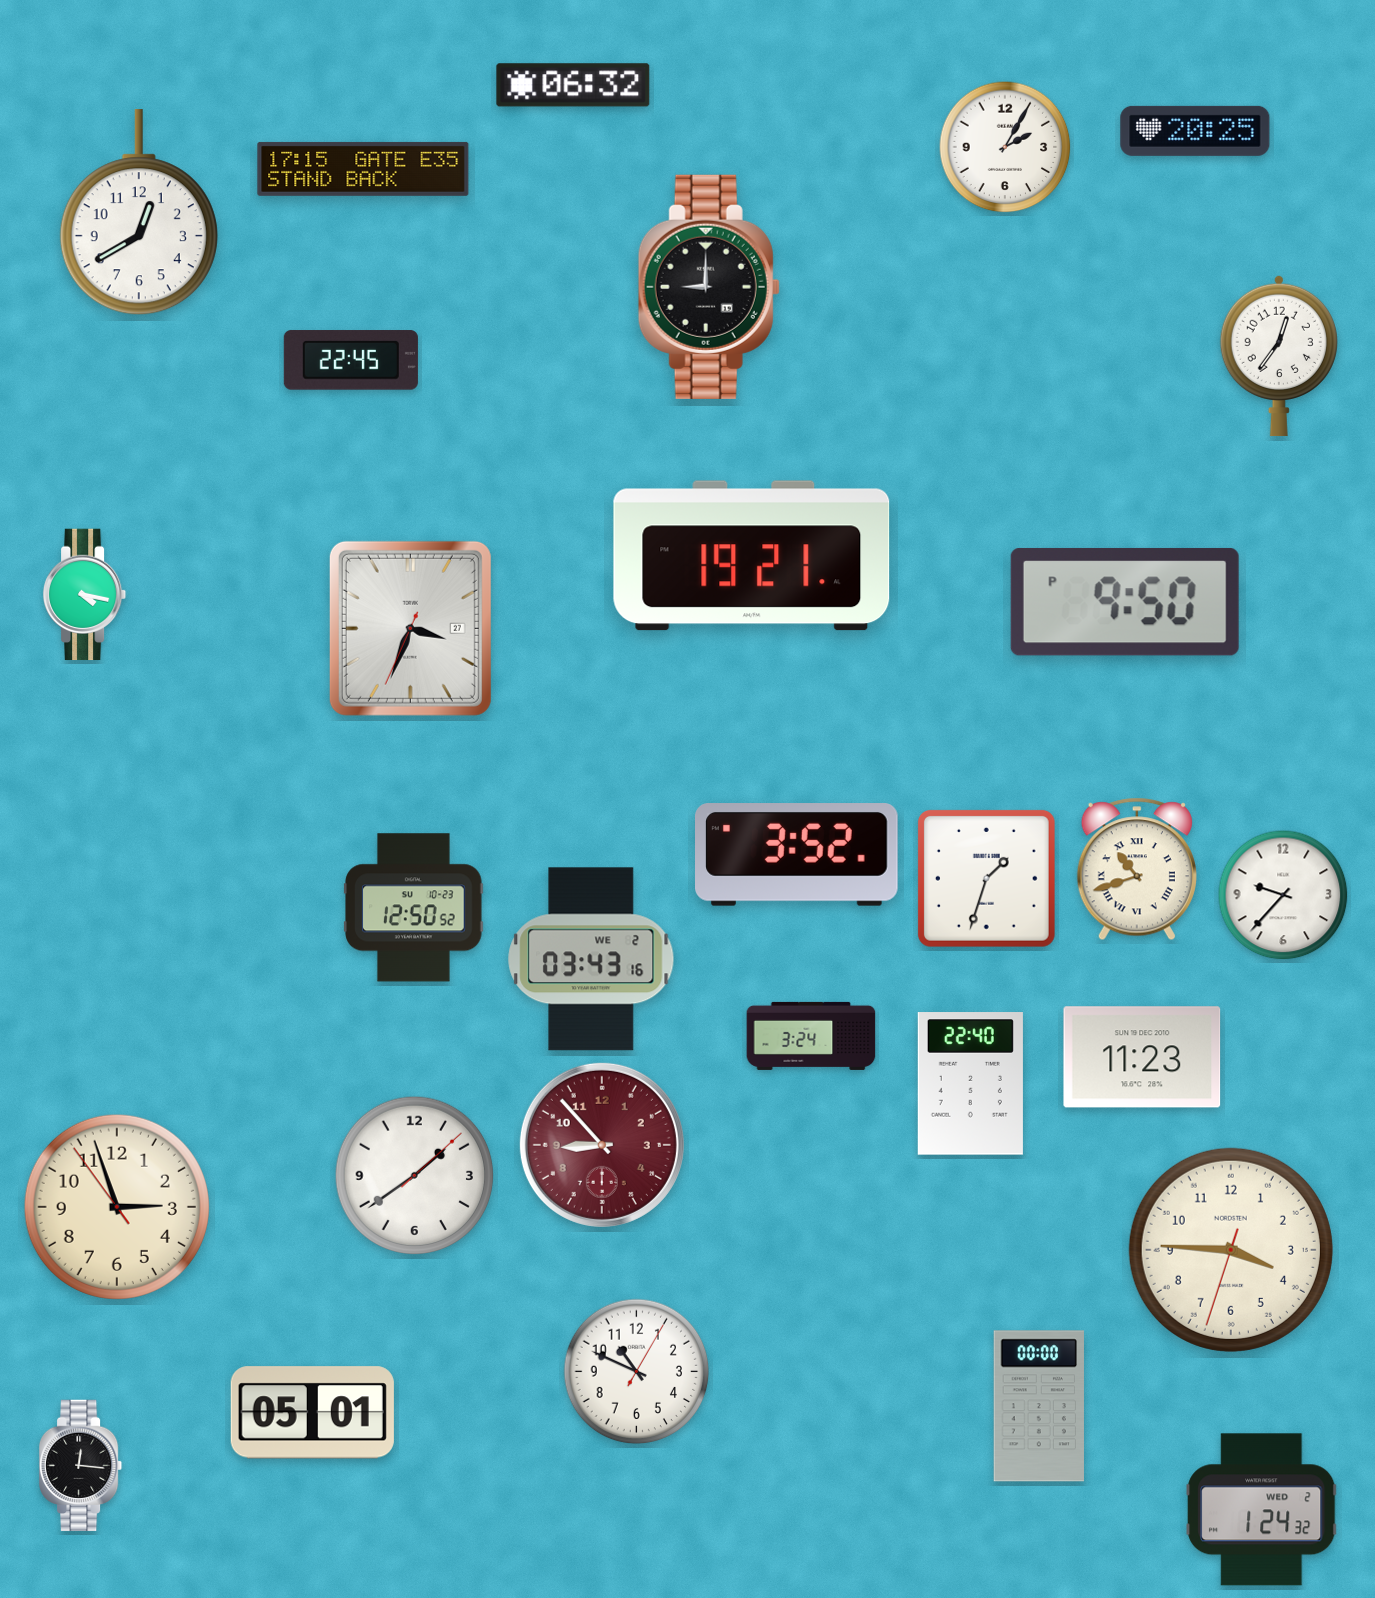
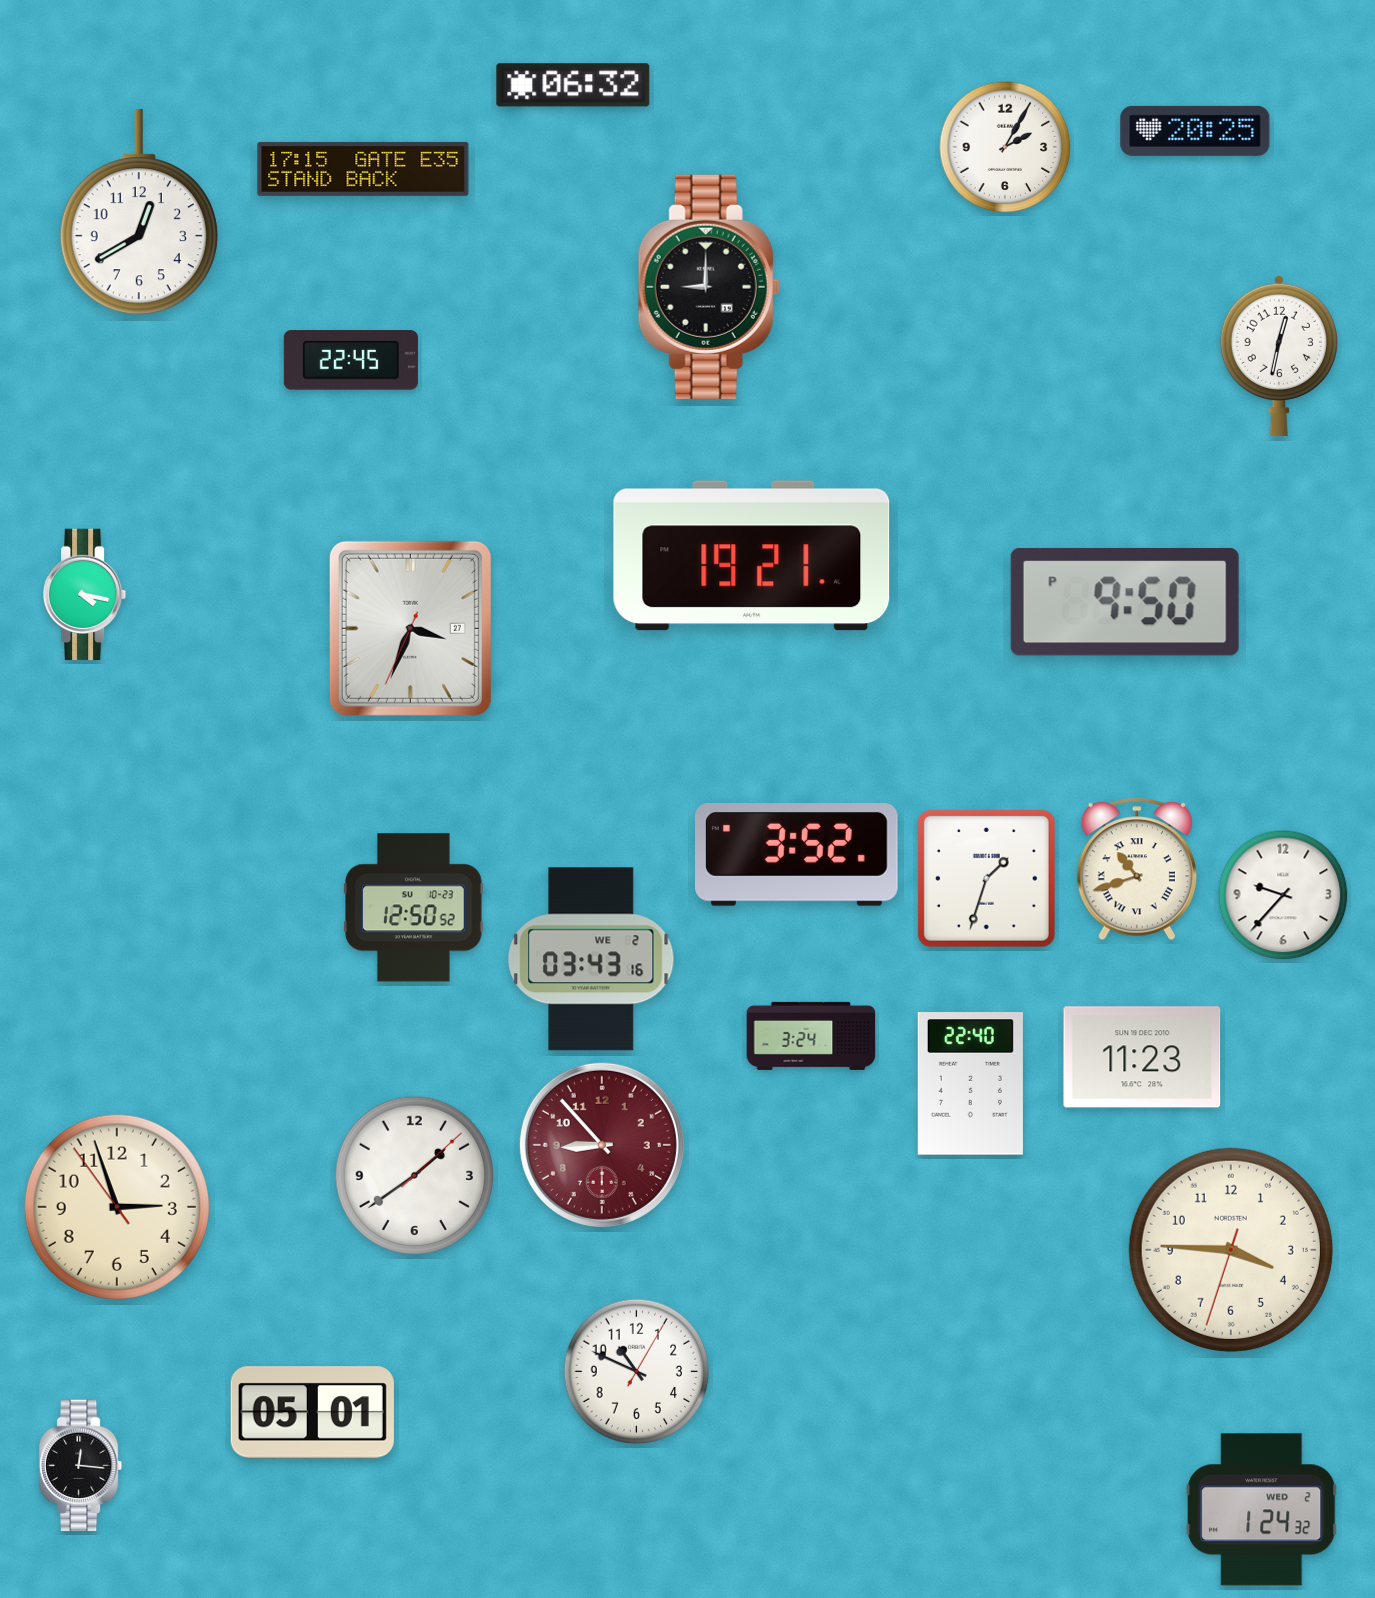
clock at (1279, 356): 12:36 -> 12:32
clock at (1038, 1406): 00:00 -> none
